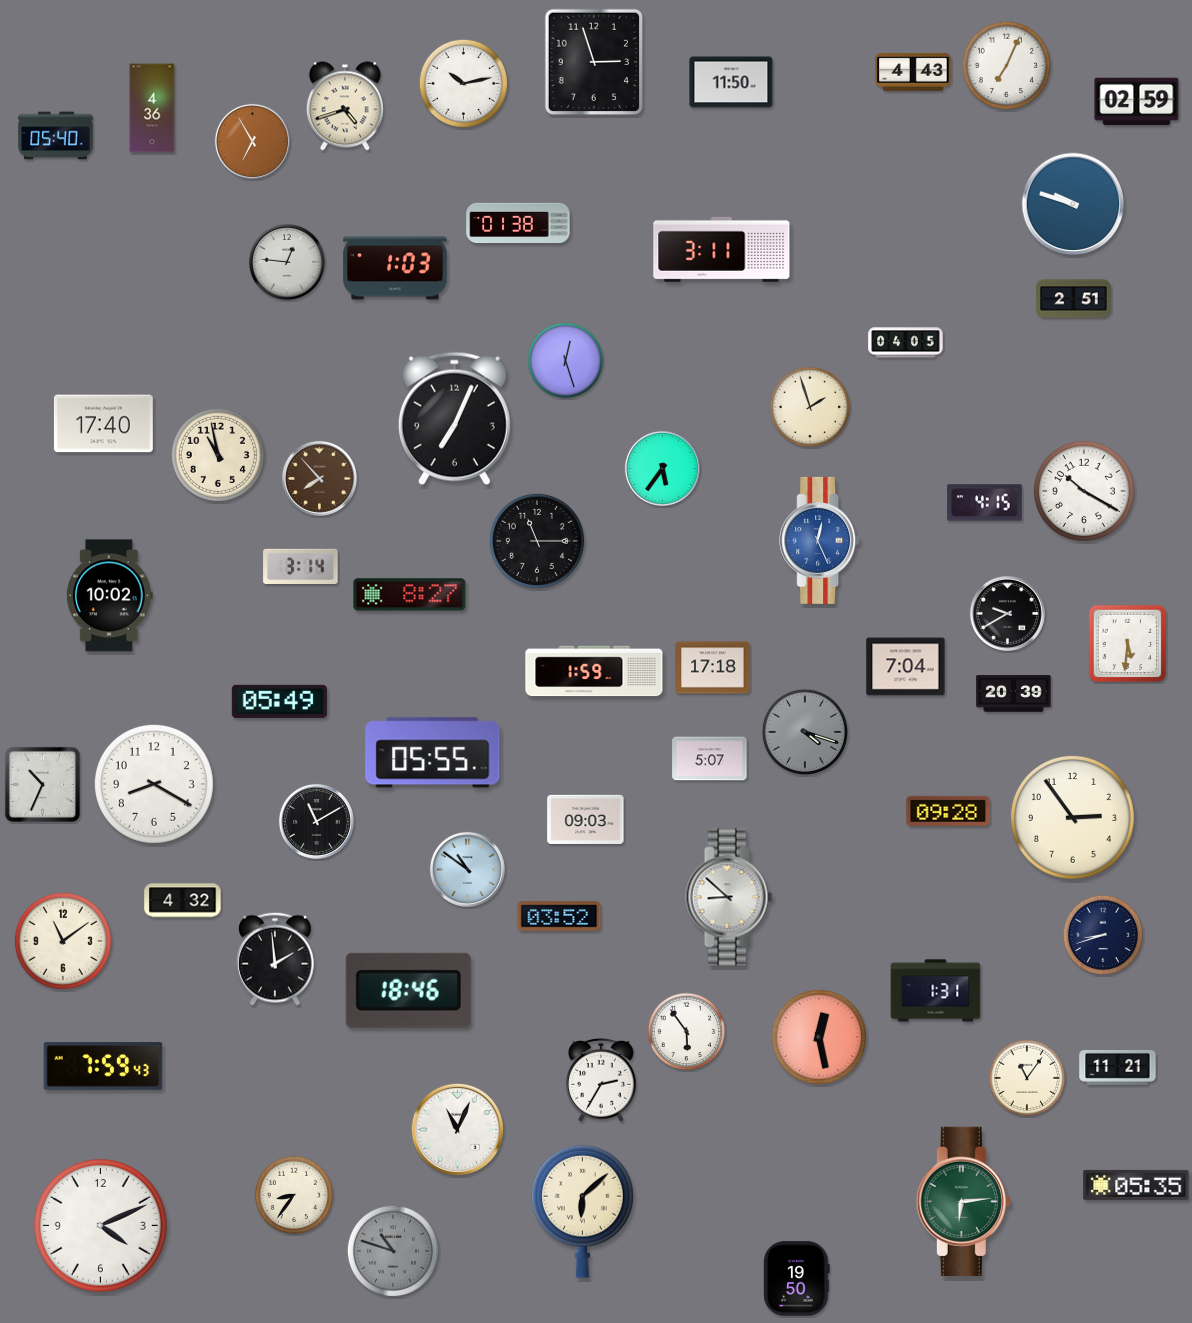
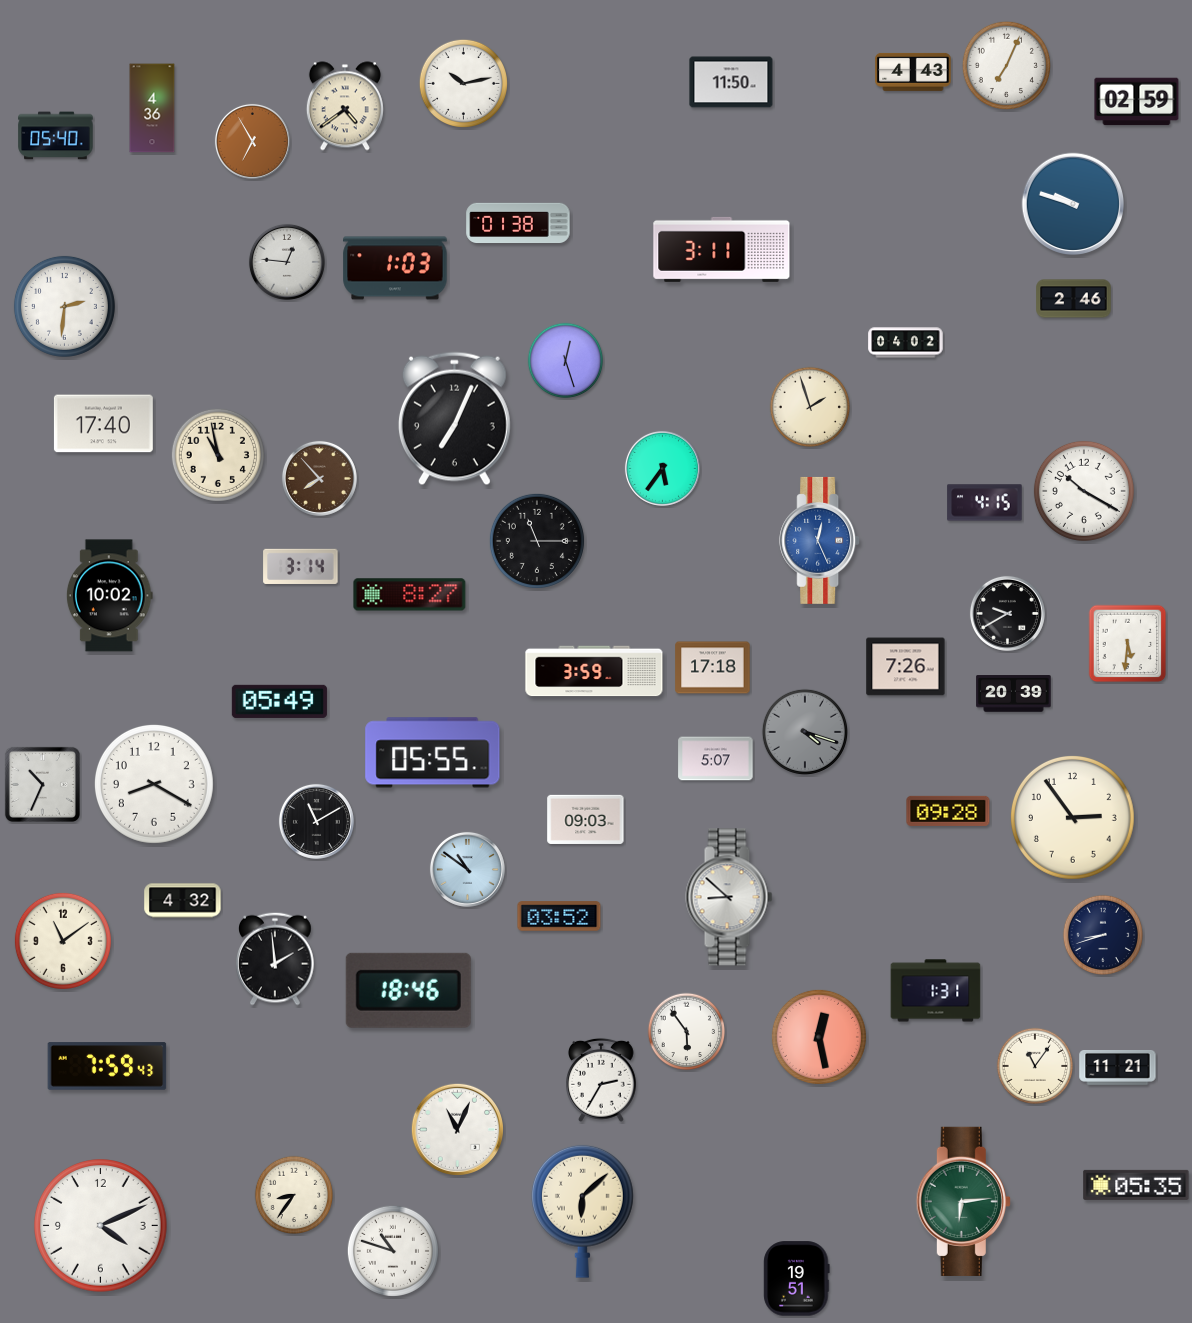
clock at (593, 62): 2:57 -> none
clock at (345, 106): 4:42 -> 4:39
clock at (1074, 299): 2:51 -> 2:46
clock at (64, 306): none -> 2:31
clock at (906, 343): 04:05 -> 04:02
clock at (906, 667): 7:04 -> 7:26
clock at (594, 671): 1:59 -> 3:59
clock at (710, 759) position: (710, 759) -> (716, 759)
clock at (103, 1066) position: (103, 1066) -> (107, 1066)
clock at (1027, 1078) position: (1027, 1078) -> (1035, 1066)
clock at (393, 1251) dial: grey -> white
clock at (797, 1279): 19:50 -> 19:51
